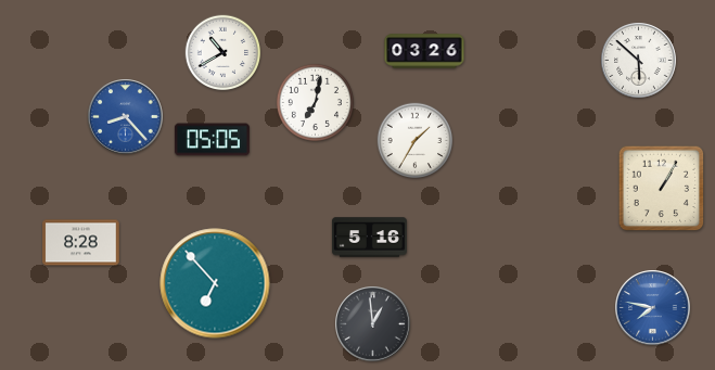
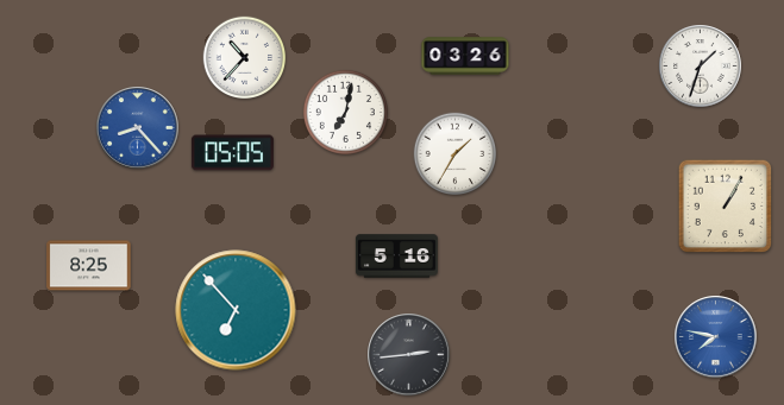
clock at (224, 53): 10:40 -> 10:37
clock at (639, 61): 5:52 -> 1:33
clock at (369, 238) position: (369, 238) -> (396, 257)
clock at (81, 243): 8:28 -> 8:25
clock at (373, 324): 12:59 -> 2:44
